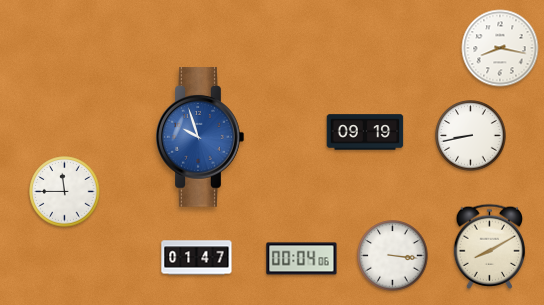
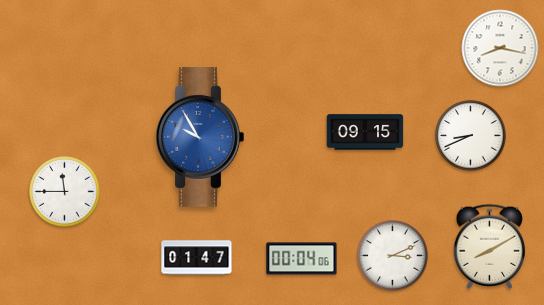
clock at (365, 132): 09:19 -> 09:15
clock at (471, 136): 8:43 -> 8:41
clock at (200, 137): 9:57 -> 9:55
clock at (393, 256): 3:16 -> 3:11
